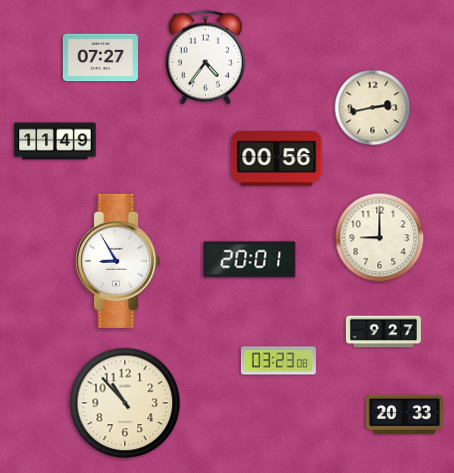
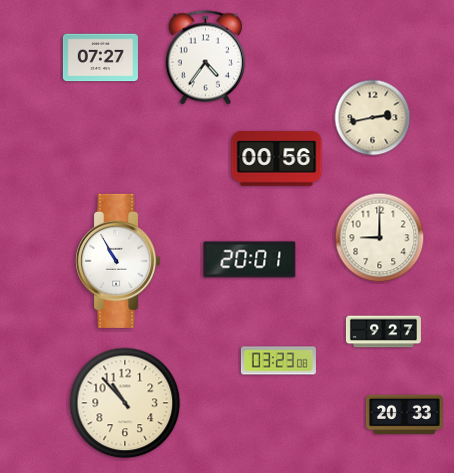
clock at (373, 108) position: (373, 108) -> (373, 118)
clock at (55, 141): 11:49 -> none
clock at (119, 261): 8:55 -> 10:55
